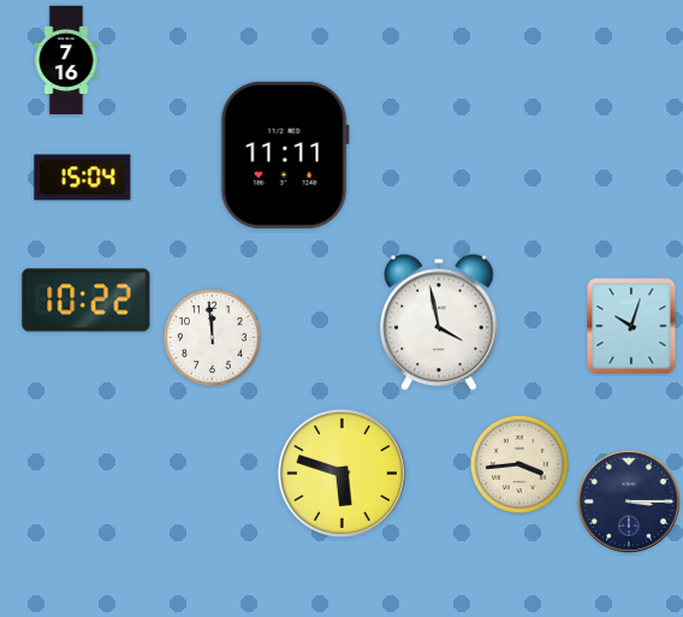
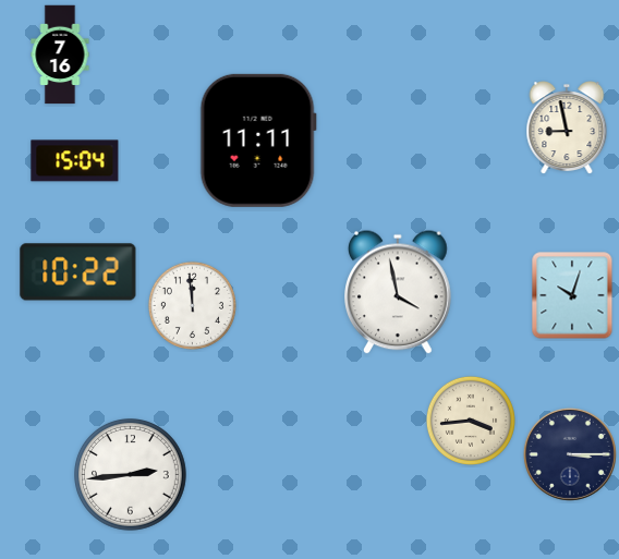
clock at (567, 127): none -> 8:58
clock at (341, 473): 5:48 -> none
clock at (131, 475): none -> 2:44
